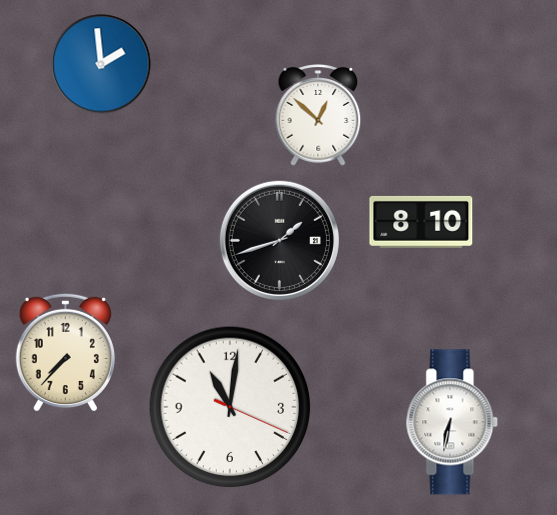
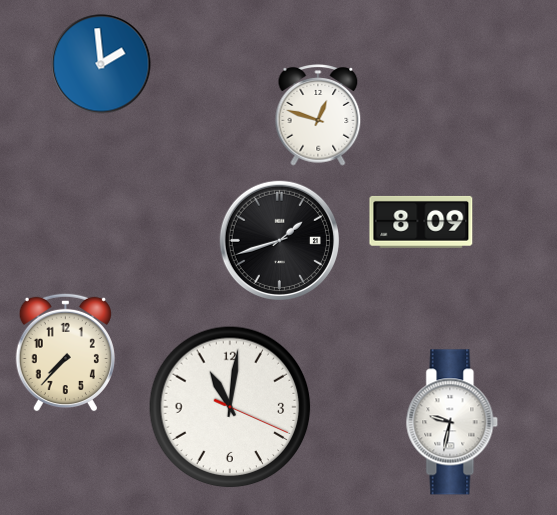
clock at (318, 115): 12:52 -> 12:48
clock at (421, 222): 8:10 -> 8:09
clock at (452, 422): 6:32 -> 9:32
